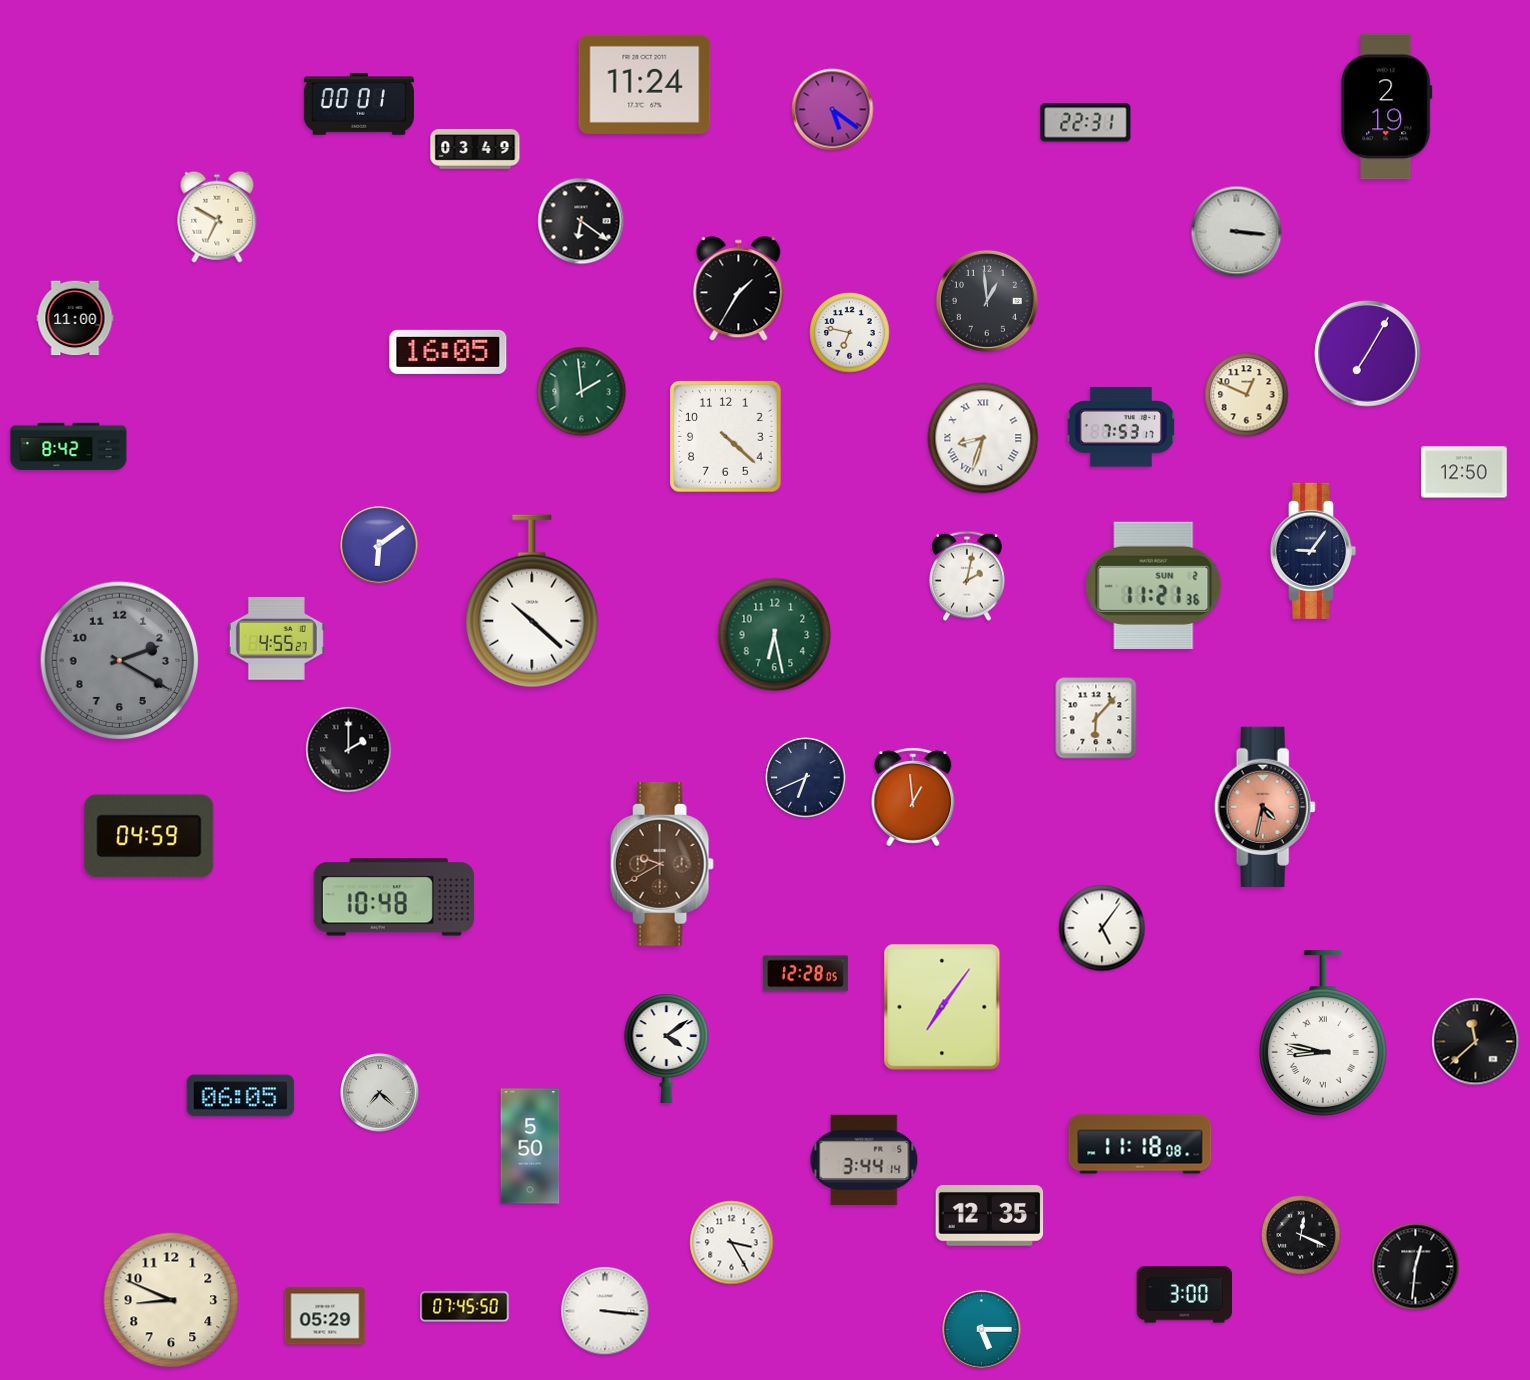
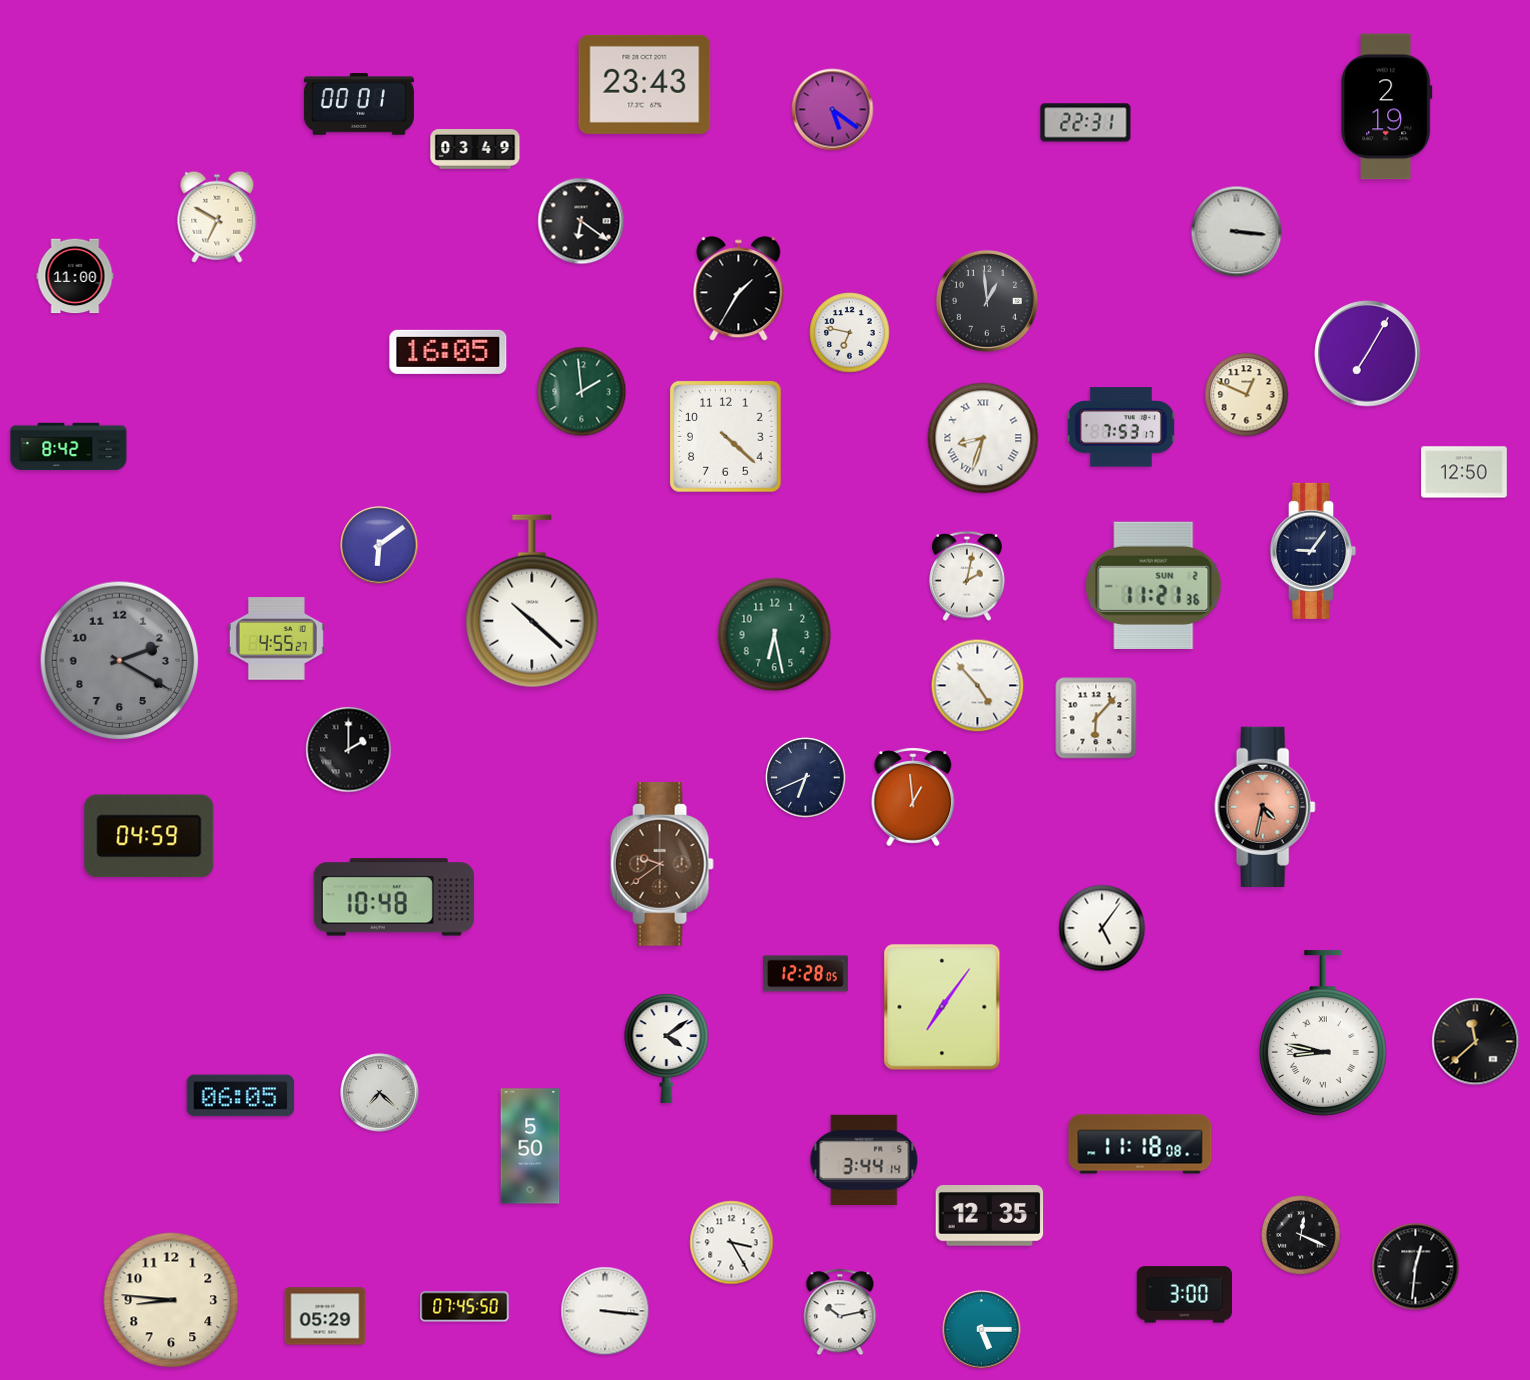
clock at (645, 84): 11:24 -> 23:43
clock at (75, 318) position: (75, 318) -> (75, 276)
clock at (978, 686): none -> 4:53
clock at (662, 865): 9:40 -> 9:39
clock at (171, 1300): 8:49 -> 8:46
clock at (840, 1312): none -> 10:13
